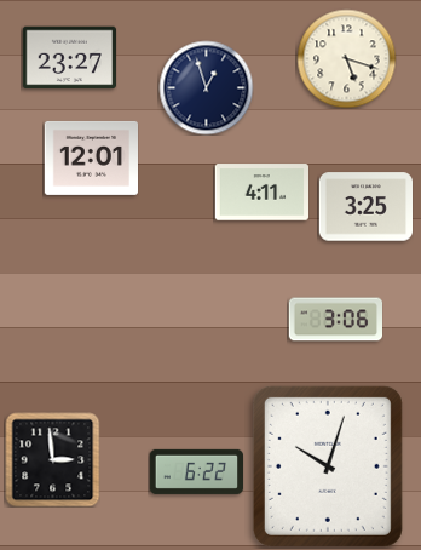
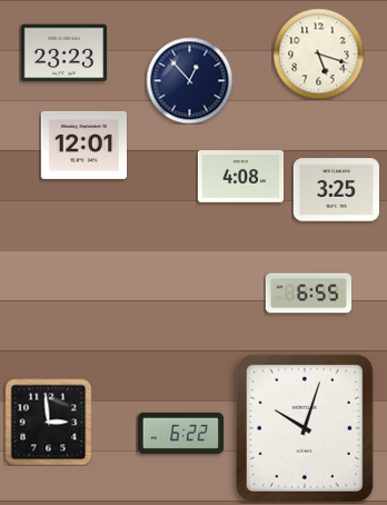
clock at (69, 58): 23:27 -> 23:23
clock at (206, 87): 12:57 -> 12:53
clock at (261, 193): 4:11 -> 4:08
clock at (335, 320): 3:06 -> 6:55
clock at (328, 466) position: (328, 466) -> (305, 428)
